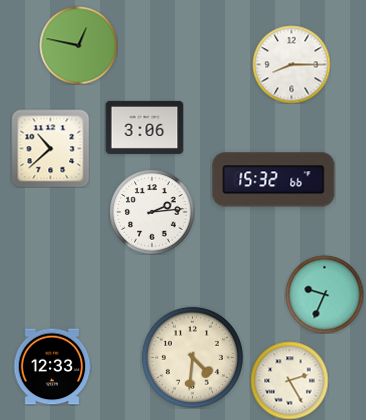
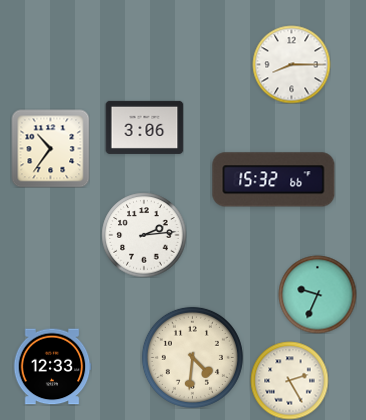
clock at (78, 45): 12:47 -> none
clock at (50, 148): 10:38 -> 10:36
clock at (152, 212) position: (152, 212) -> (144, 235)
clock at (324, 294) position: (324, 294) -> (317, 294)
